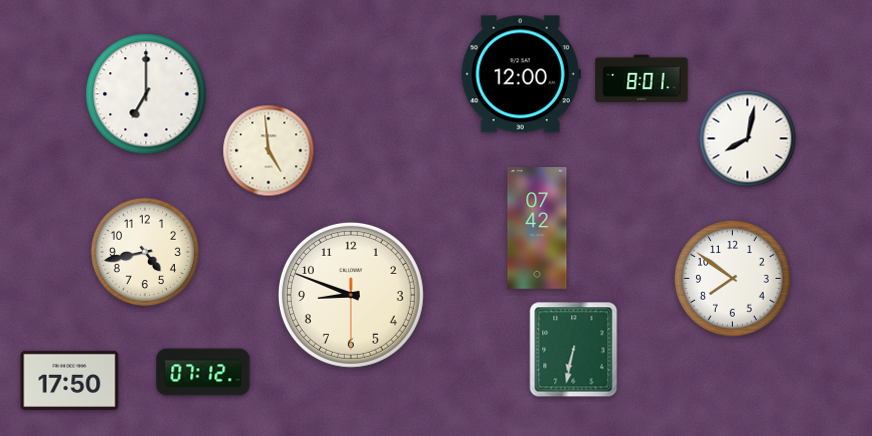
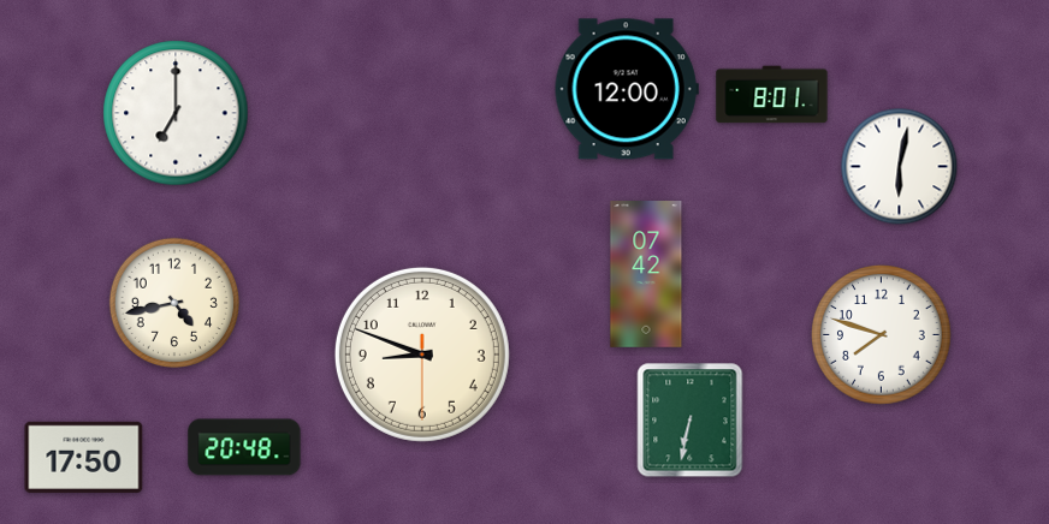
clock at (748, 139): 8:02 -> 6:02
clock at (269, 151): 4:59 -> none
clock at (733, 279): 7:51 -> 7:48
clock at (203, 372): 07:12 -> 20:48
